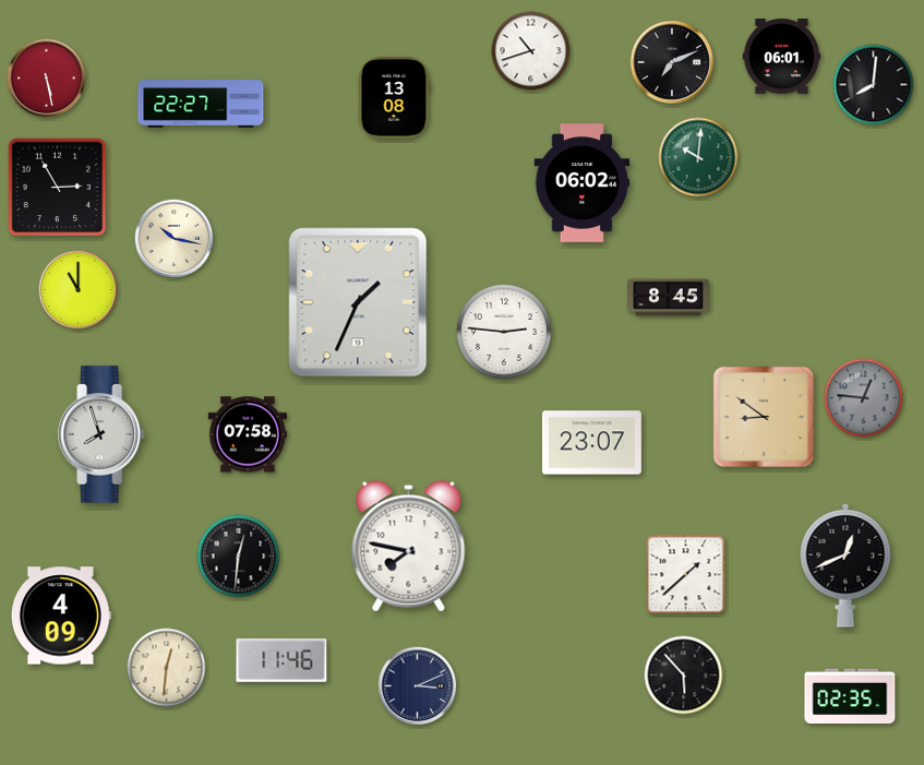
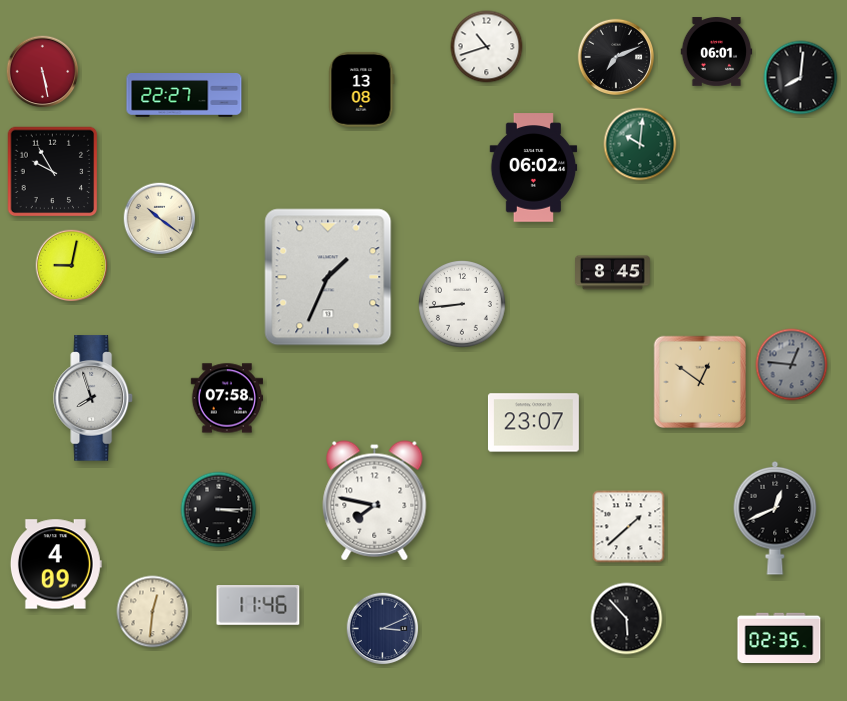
clock at (58, 188): 2:55 -> 9:55
clock at (175, 239): 10:17 -> 10:21
clock at (79, 290): 11:00 -> 9:02
clock at (505, 333): 2:46 -> 8:44
clock at (763, 416): 8:51 -> 12:51
clock at (591, 443) position: (591, 443) -> (533, 423)
clock at (239, 557): 12:31 -> 3:15
